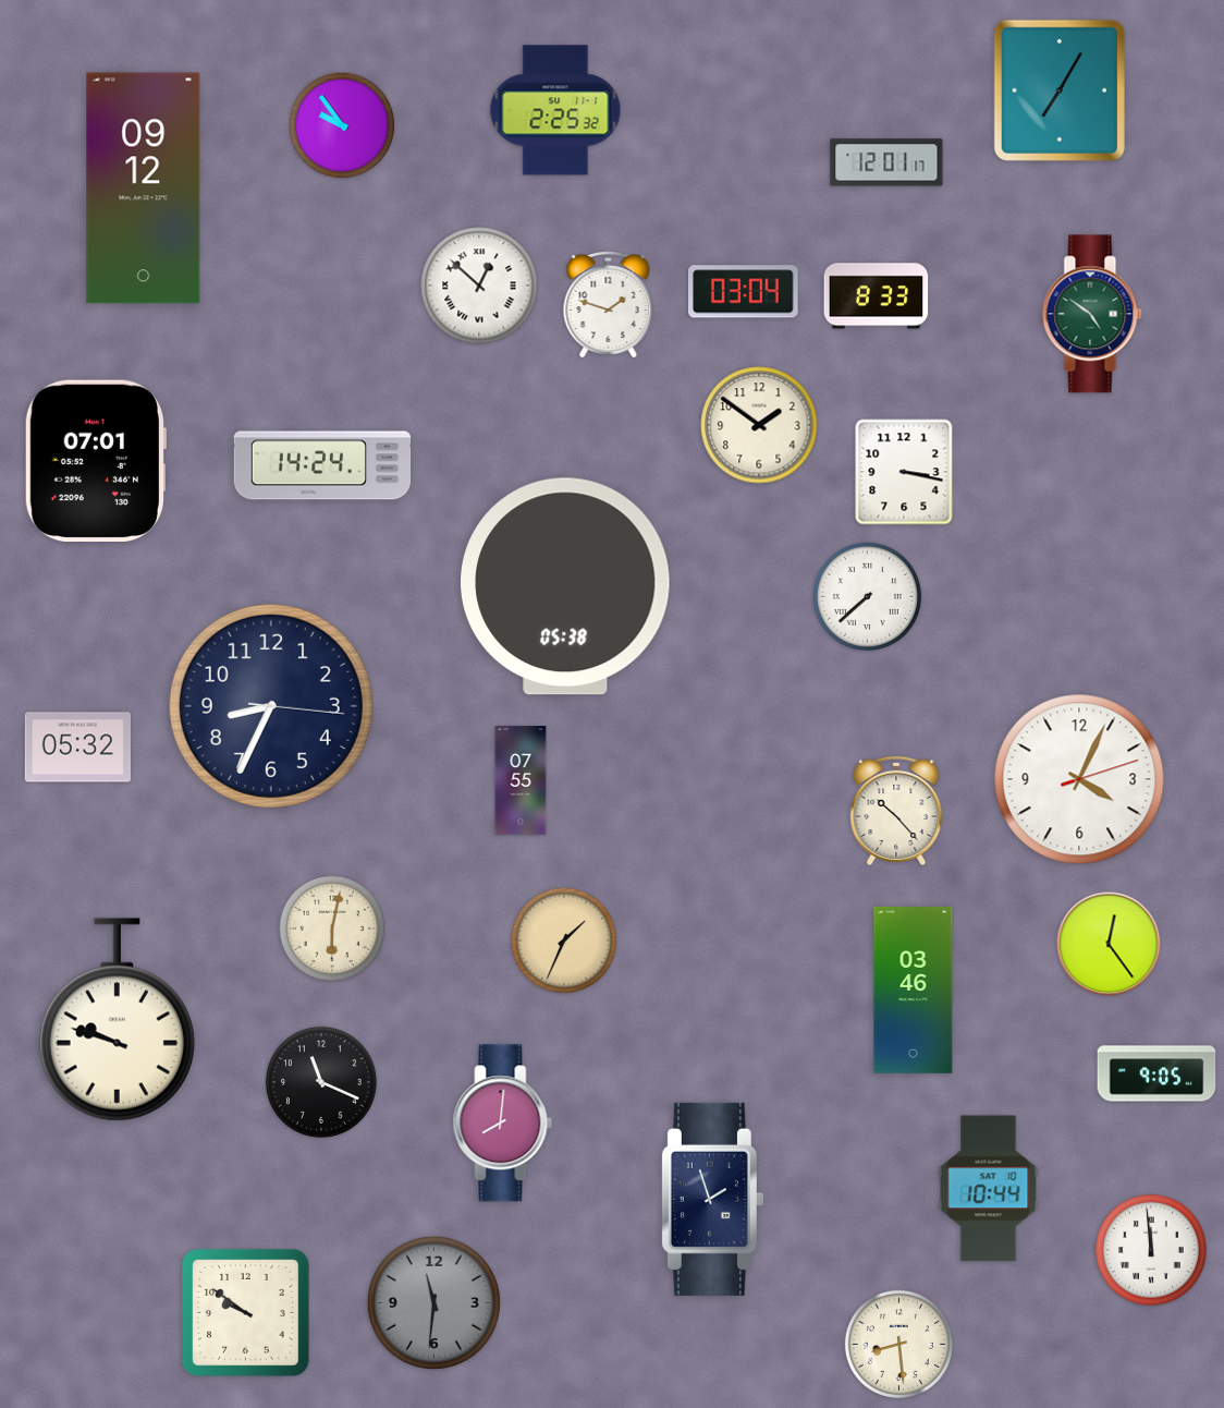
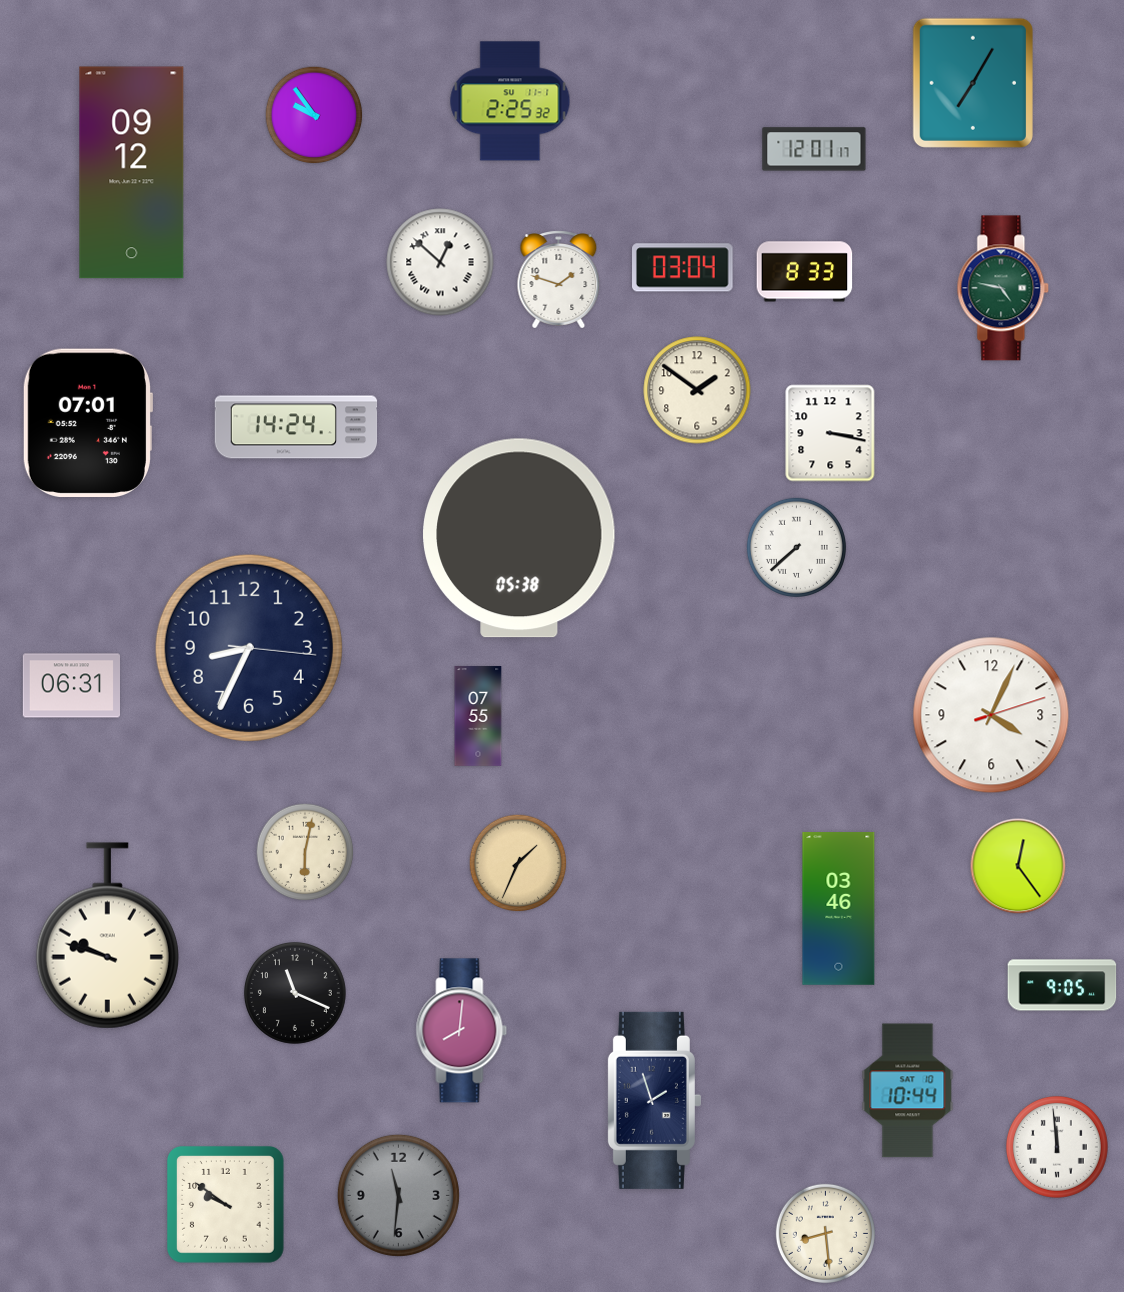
clock at (1092, 314): 4:51 -> 4:47
clock at (77, 748): 05:32 -> 06:31
clock at (896, 811): 10:23 -> none
